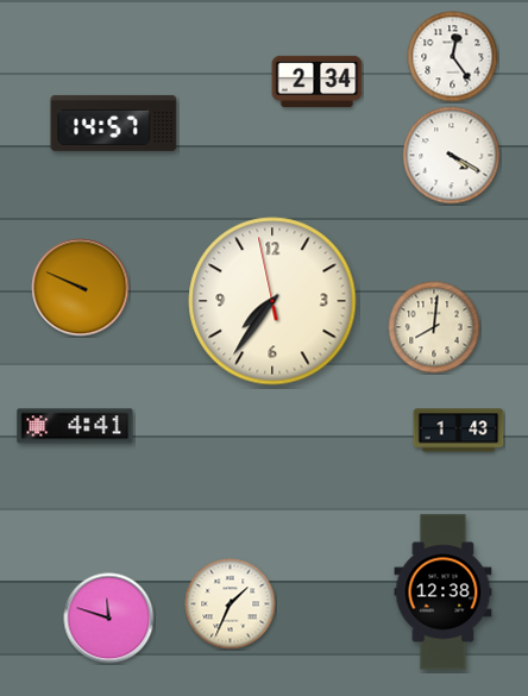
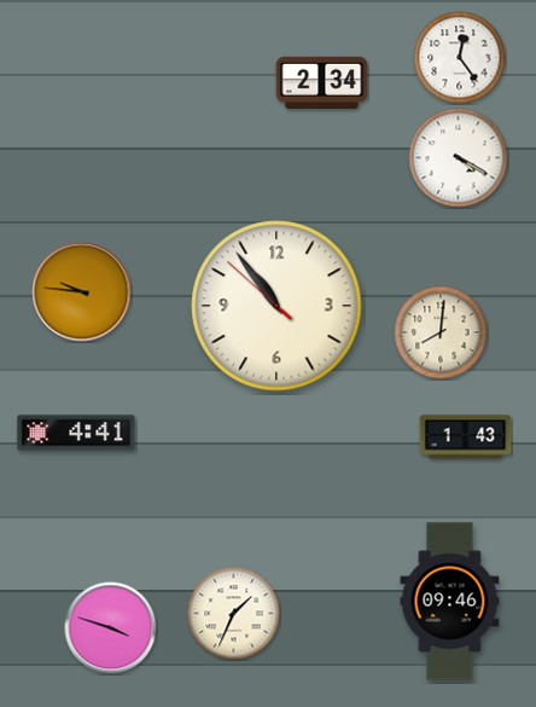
clock at (114, 123): 14:57 -> none
clock at (81, 288): 9:49 -> 9:46
clock at (272, 301): 7:35 -> 10:53
clock at (444, 592): 12:38 -> 09:46
clock at (109, 619): 11:48 -> 3:48
